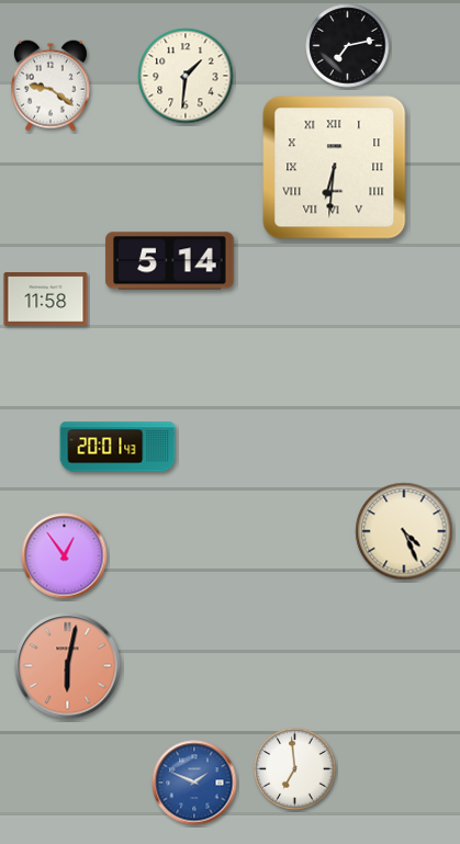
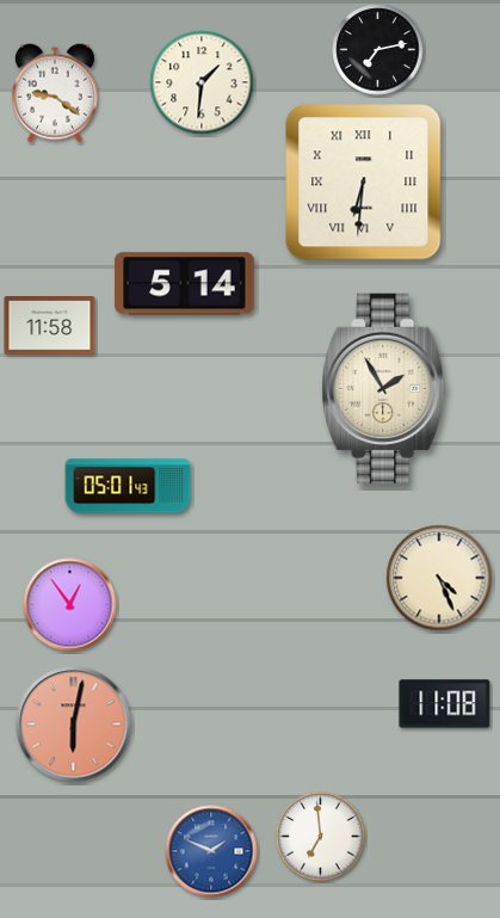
clock at (384, 388): none -> 1:55
clock at (117, 447): 20:01 -> 05:01
clock at (445, 704): none -> 11:08
